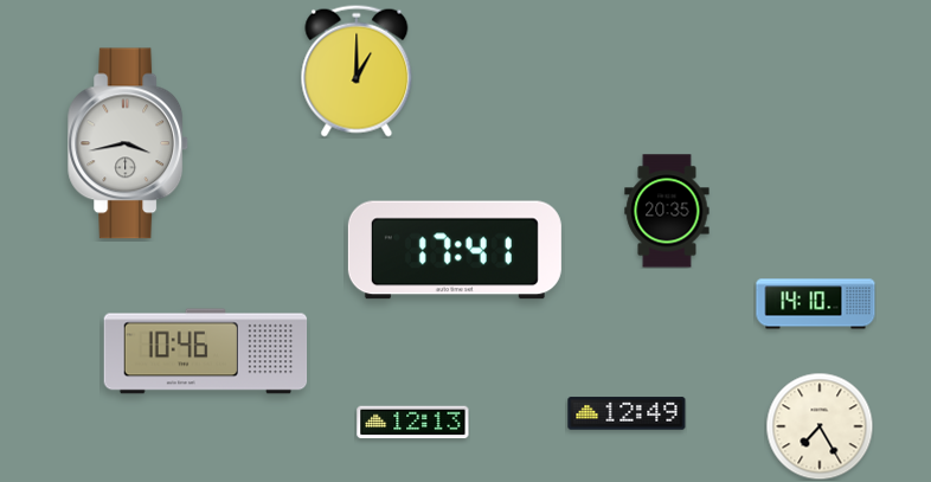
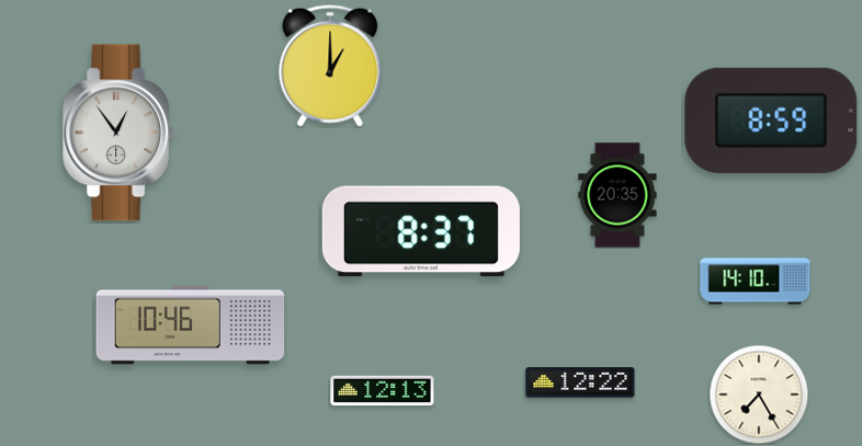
clock at (771, 121): none -> 8:59
clock at (129, 143): 3:43 -> 12:54
clock at (455, 250): 17:41 -> 8:37
clock at (627, 413): 12:49 -> 12:22
